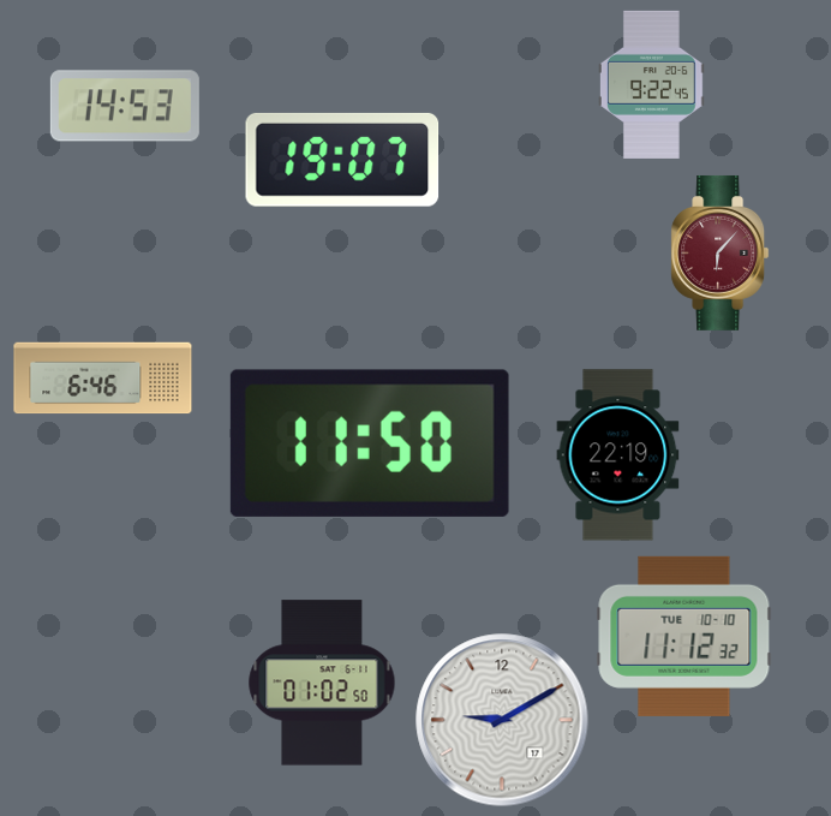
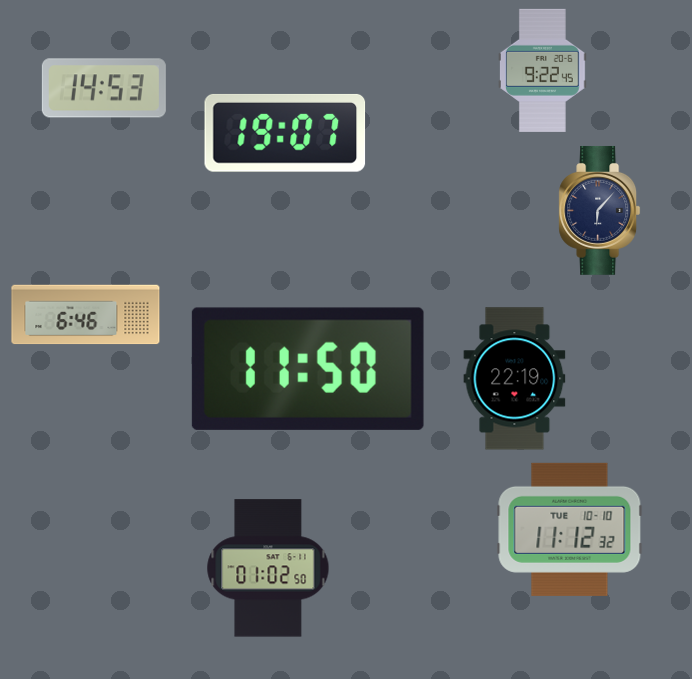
clock at (721, 252) dial: burgundy -> navy
clock at (502, 720): 9:10 -> none
